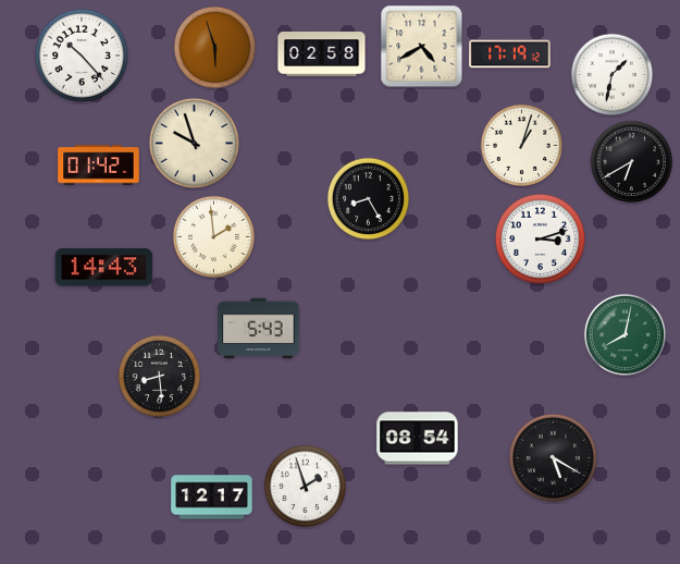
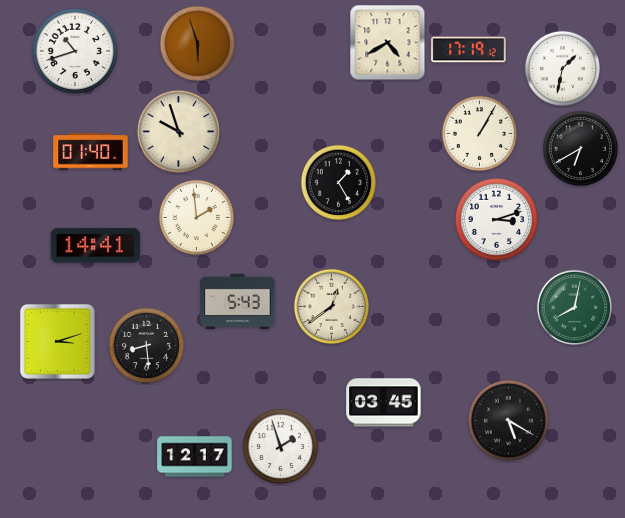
clock at (322, 54): 02:58 -> none
clock at (82, 56): 10:23 -> 10:42
clock at (522, 146): 1:03 -> 1:05
clock at (99, 165): 01:42 -> 01:40
clock at (369, 199): 8:25 -> 1:25
clock at (104, 268): 14:43 -> 14:41
clock at (332, 307): none -> 12:39
clock at (57, 341): none -> 3:12
clock at (418, 439): 08:54 -> 03:45
